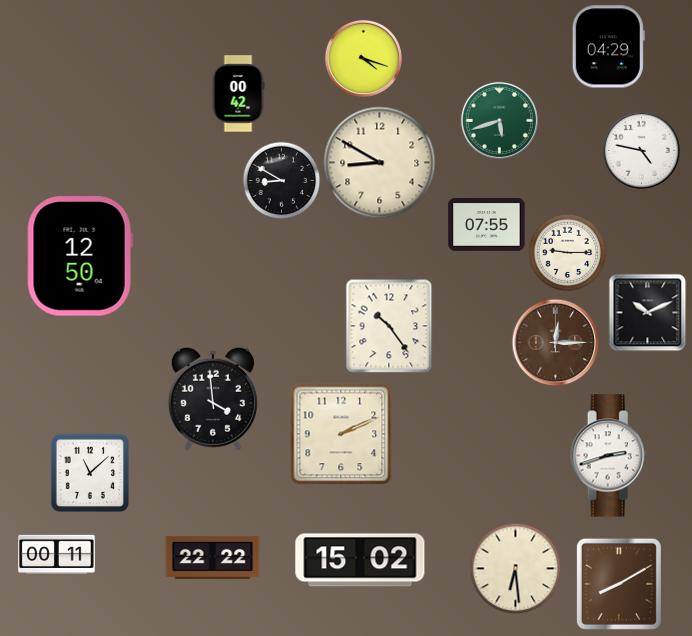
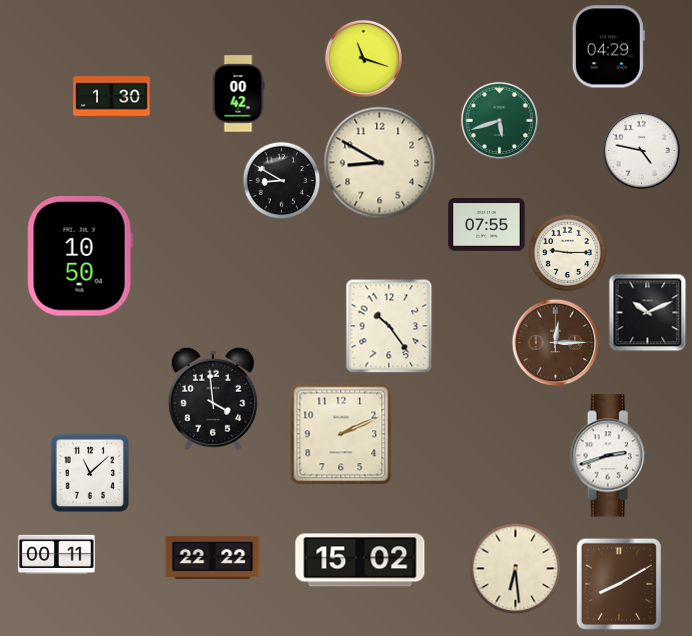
clock at (363, 58): 4:18 -> 11:18
clock at (112, 97): none -> 1:30
clock at (80, 256): 12:50 -> 10:50
